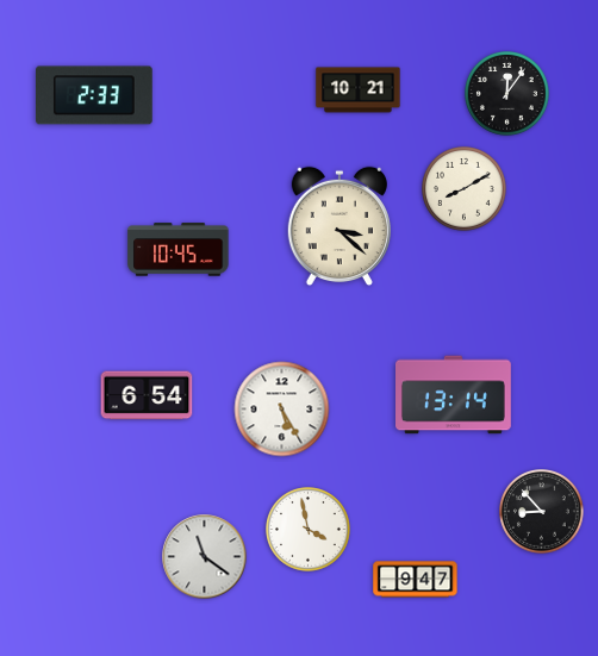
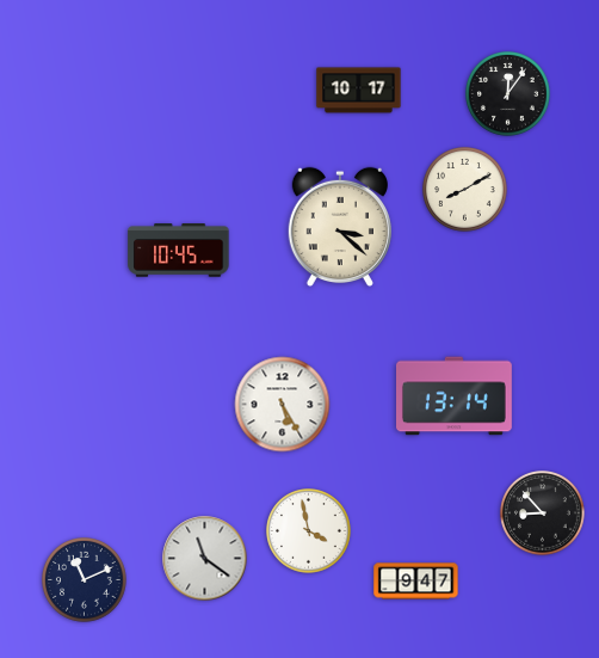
clock at (359, 90): 10:21 -> 10:17
clock at (95, 95): 2:33 -> none
clock at (147, 395): 6:54 -> none
clock at (282, 410) position: (282, 410) -> (283, 405)
clock at (85, 580): none -> 11:11
